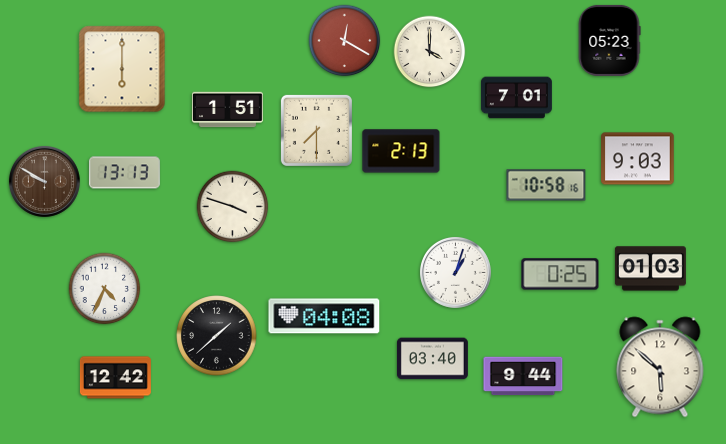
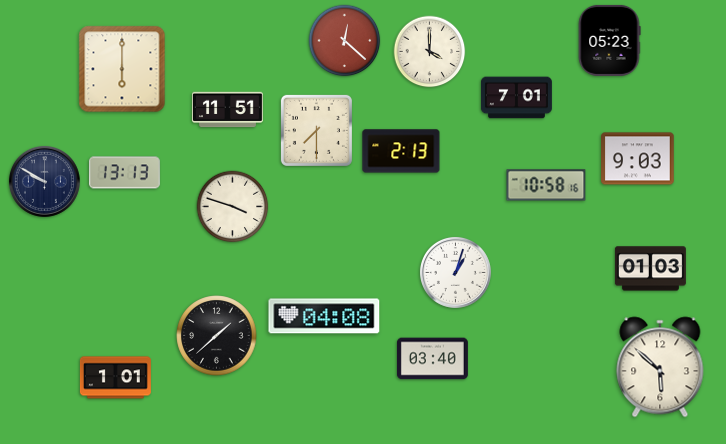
clock at (345, 41): 12:20 -> 12:22
clock at (227, 110): 1:51 -> 11:51
clock at (44, 181) dial: brown -> navy
clock at (560, 274): 0:25 -> none
clock at (105, 289): 4:34 -> none
clock at (523, 376): 9:44 -> none
clock at (115, 378): 12:42 -> 1:01
